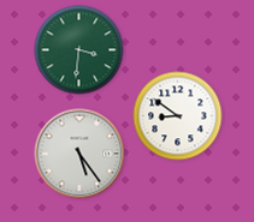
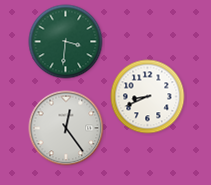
clock at (178, 116): 8:51 -> 8:41
clock at (79, 154): 5:24 -> 12:24
